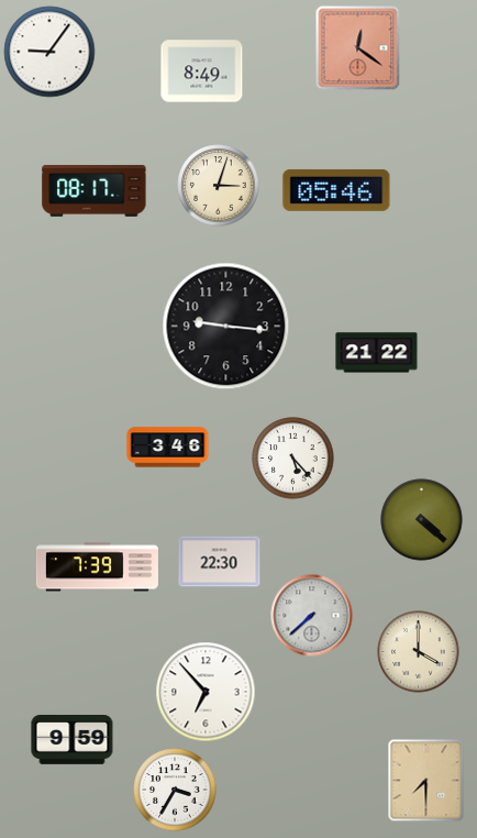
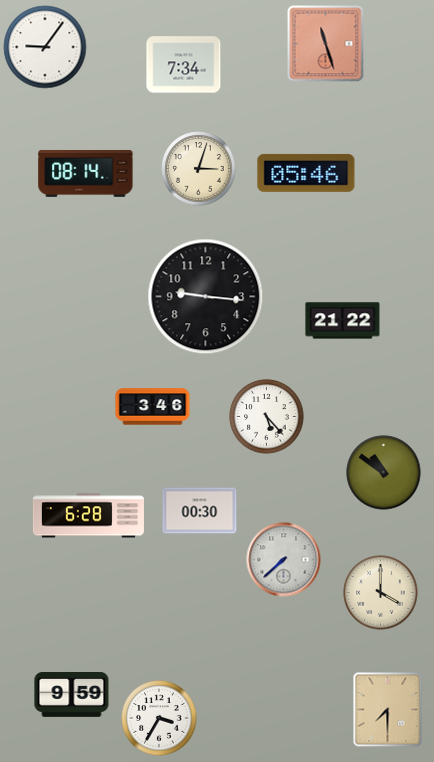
clock at (358, 48): 12:21 -> 11:27
clock at (202, 71): 8:49 -> 7:34
clock at (95, 190): 08:17 -> 08:14
clock at (422, 520): 4:22 -> 10:51
clock at (220, 562): 22:30 -> 00:30
clock at (97, 567): 7:39 -> 6:28
clock at (206, 692): 6:53 -> none
clock at (73, 740) position: (73, 740) -> (72, 695)
